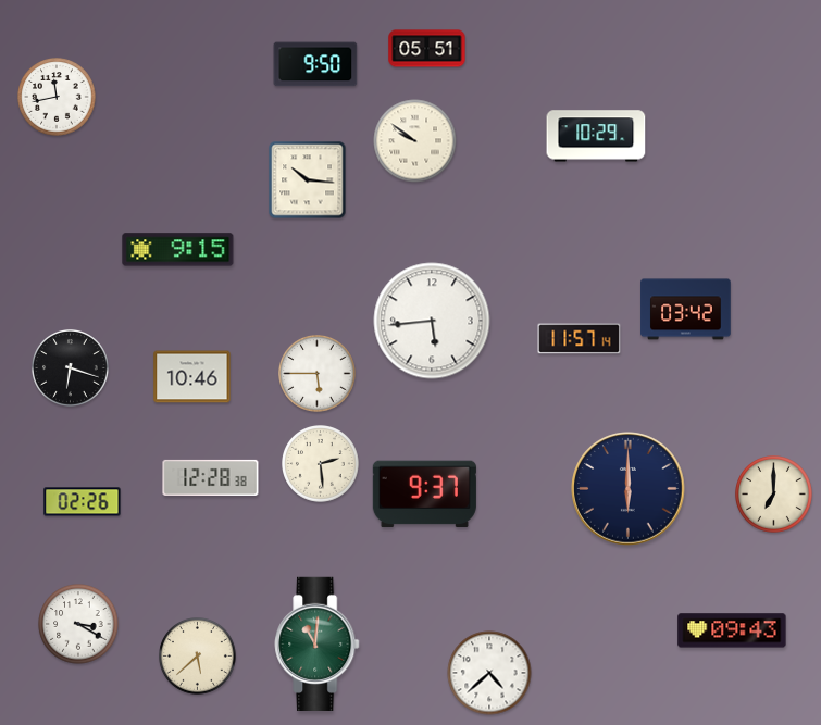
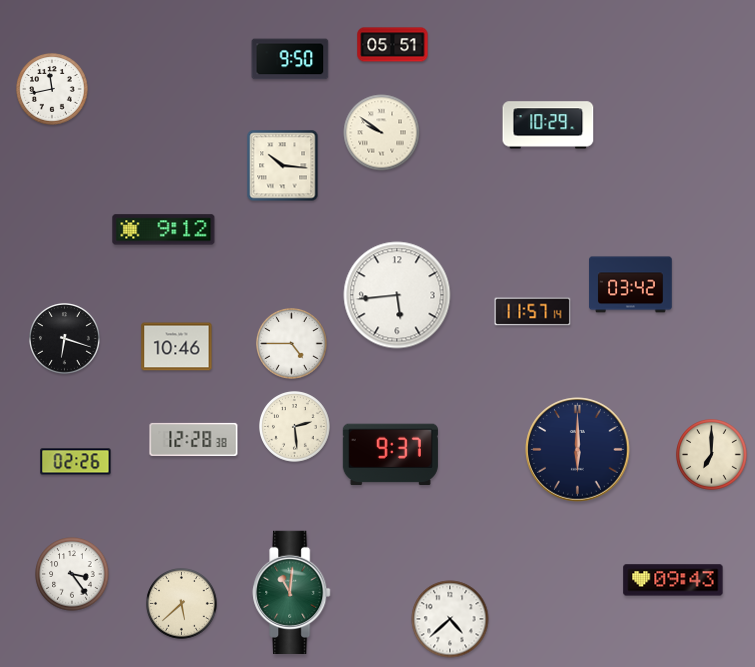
clock at (415, 141) position: (415, 141) -> (382, 133)
clock at (178, 250): 9:15 -> 9:12
clock at (318, 374): 5:45 -> 4:45
clock at (78, 624): 3:20 -> 3:24
